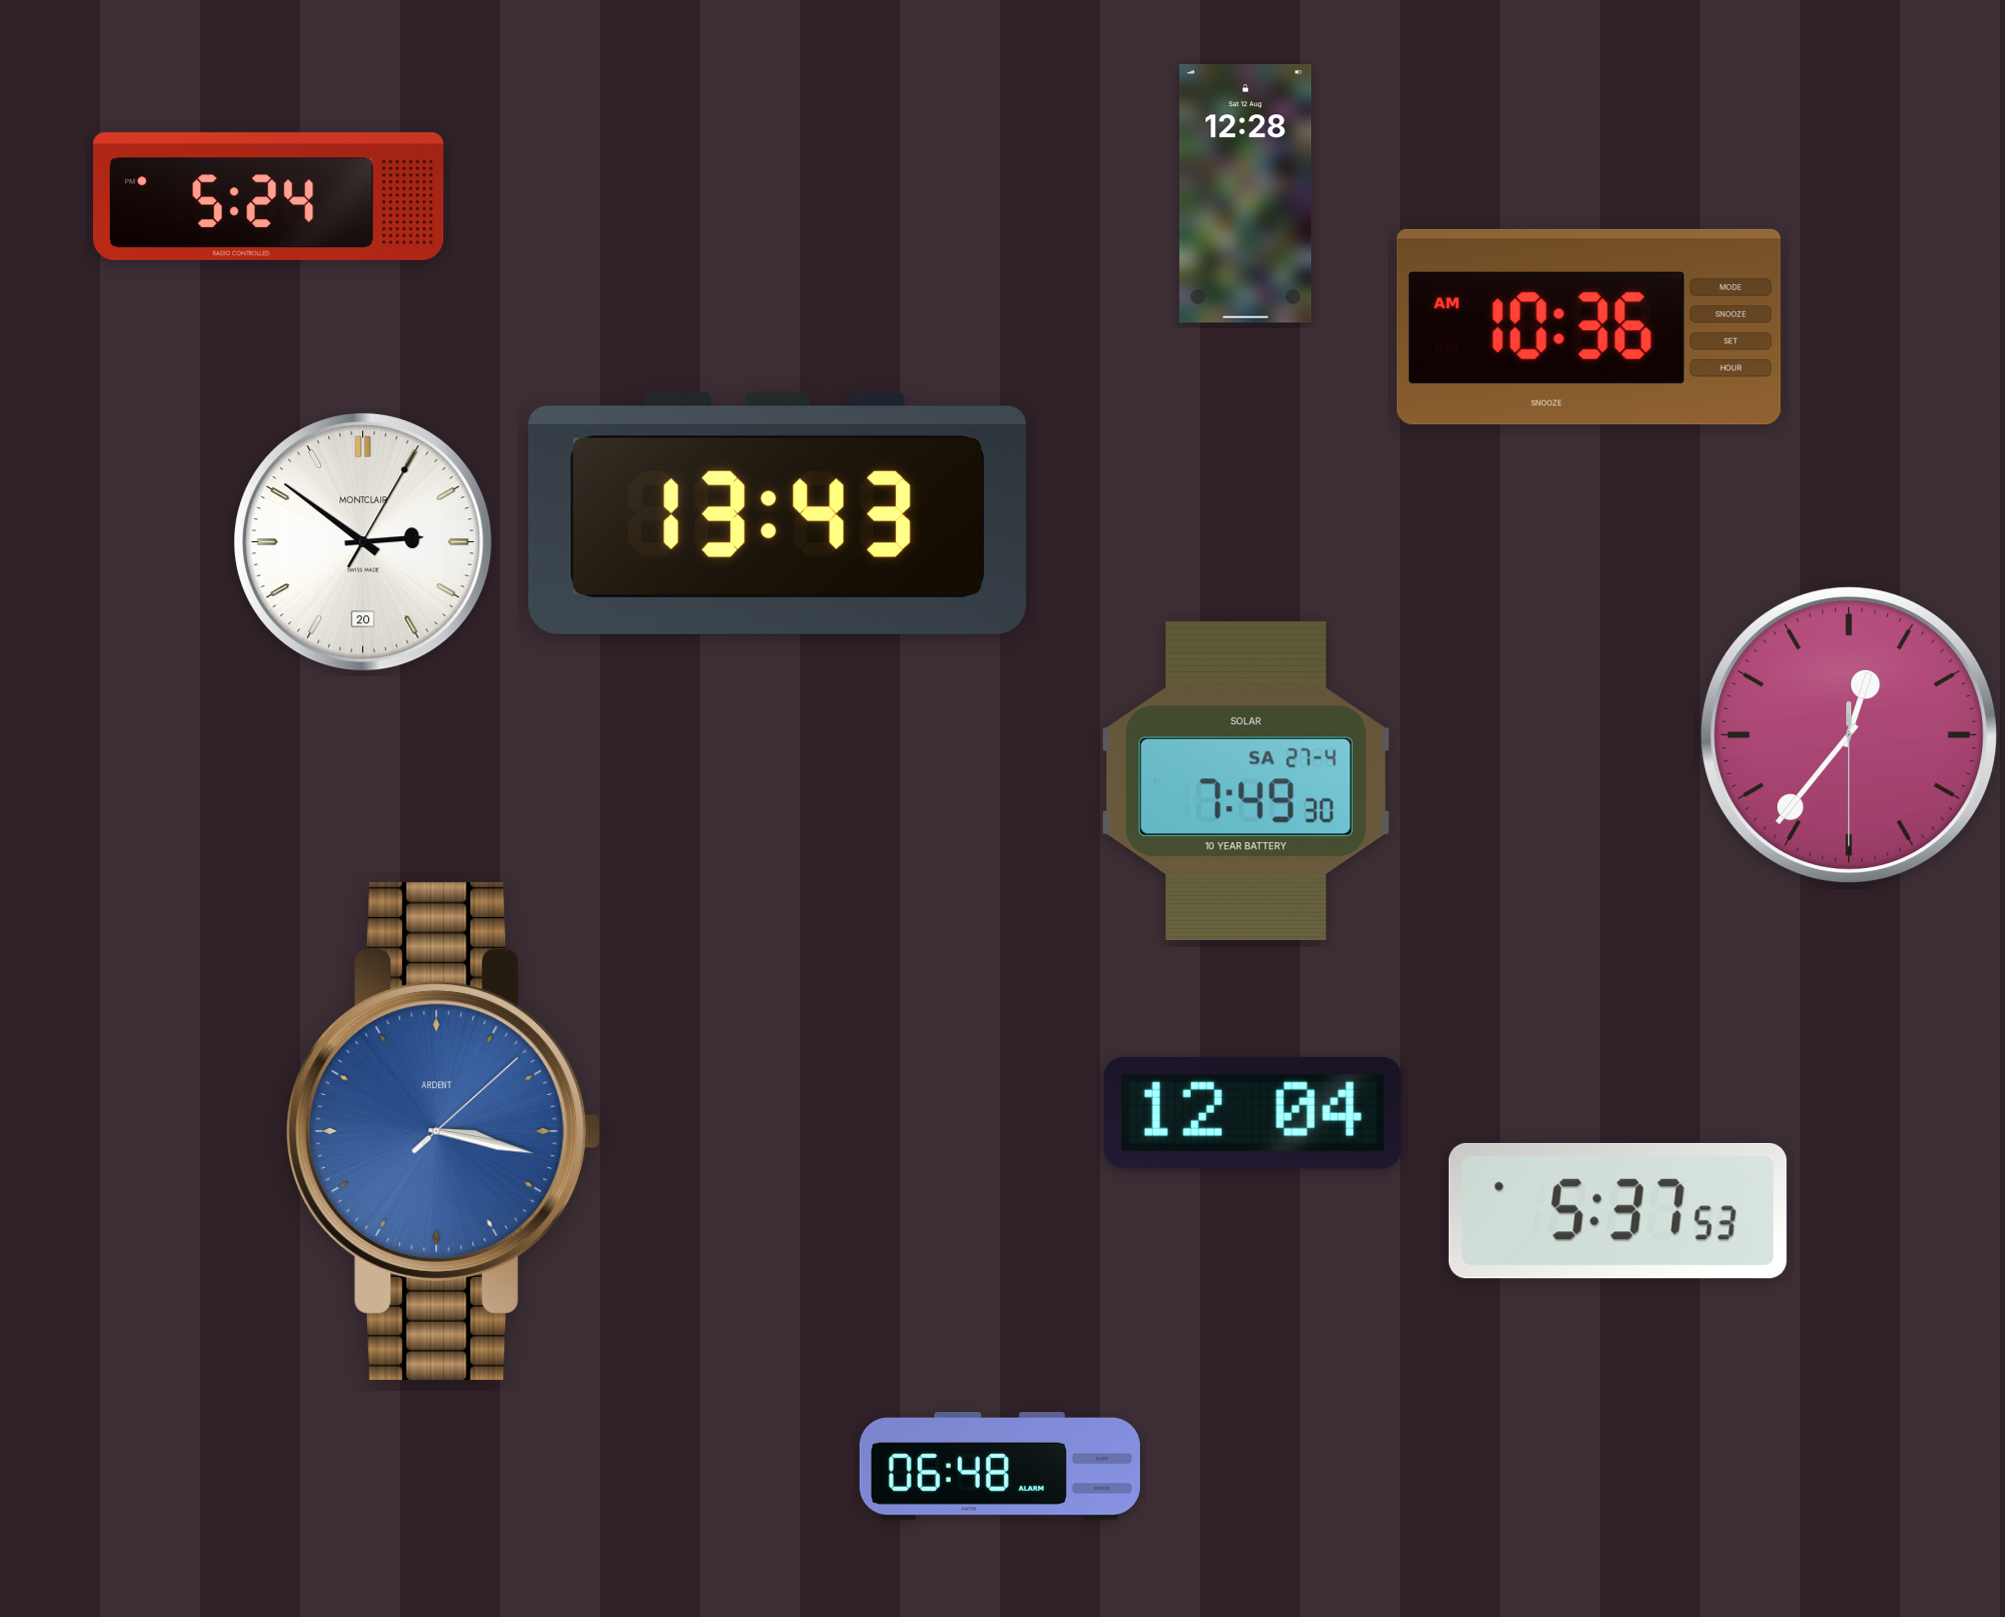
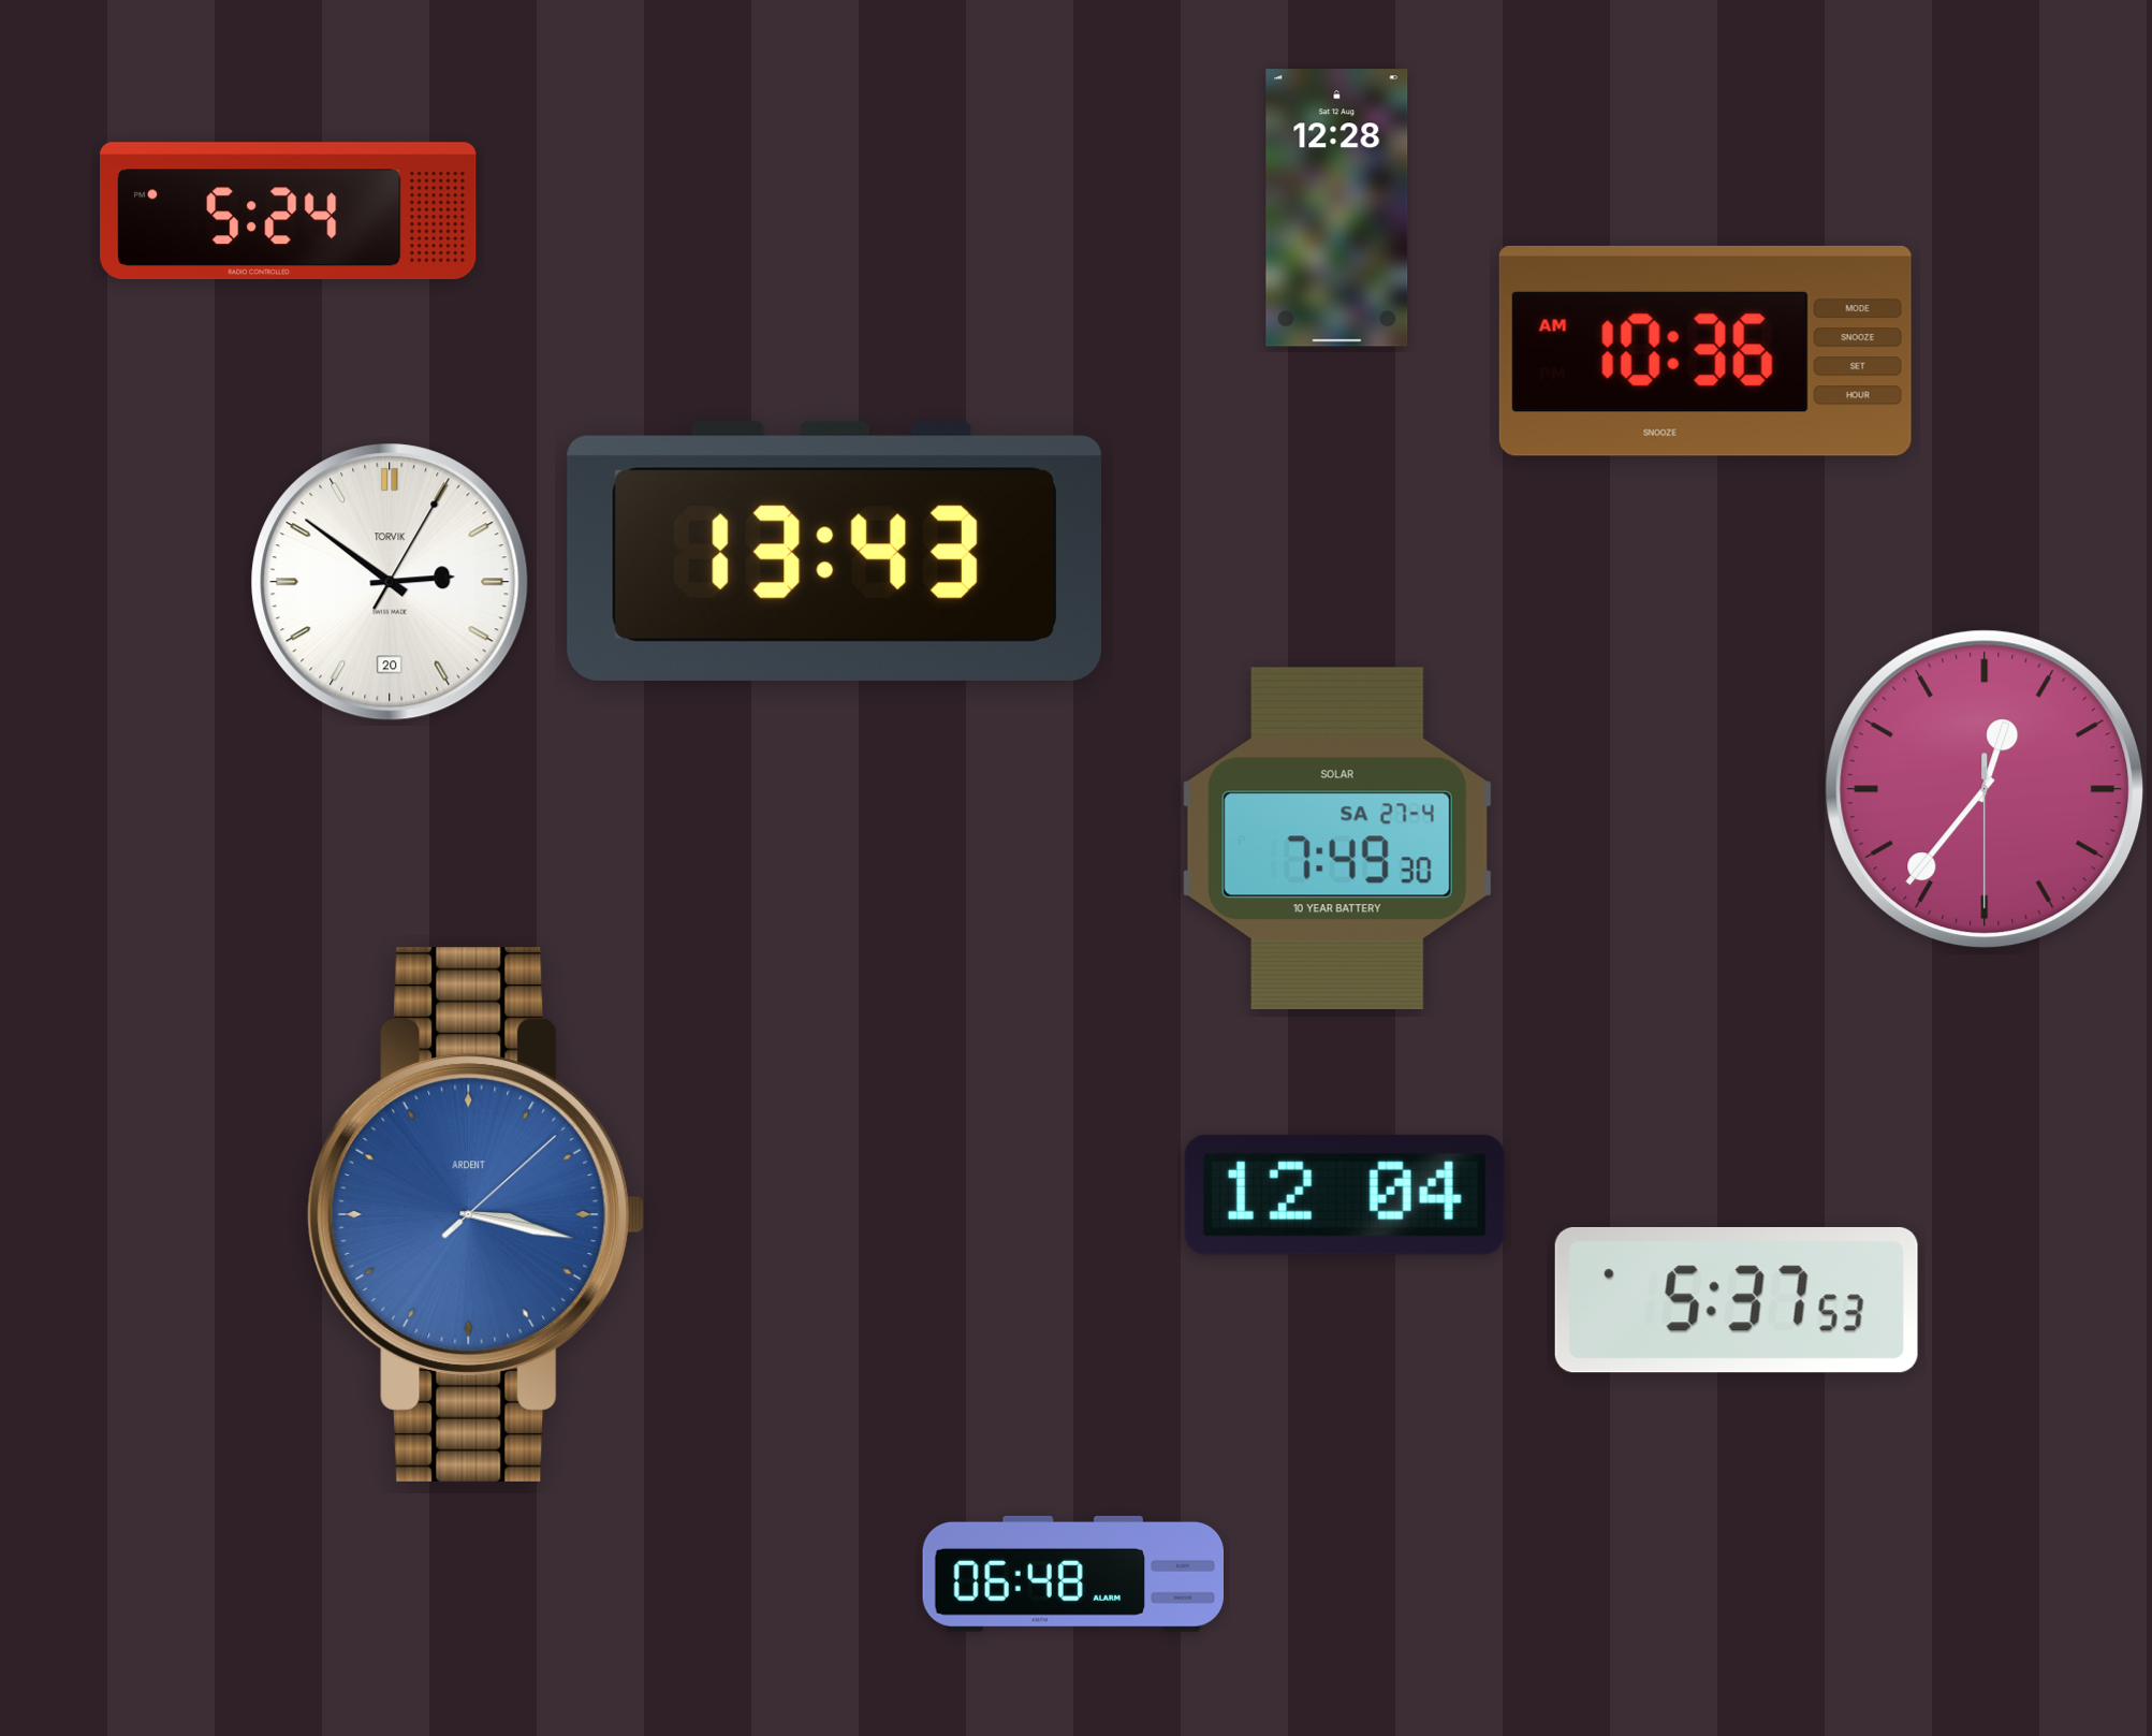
clock at (363, 542) brand: MONTCLAIR -> TORVIK
